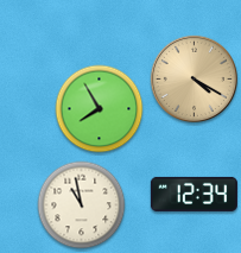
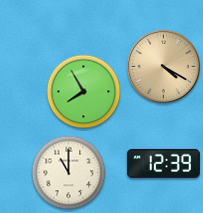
clock at (194, 194): 12:34 -> 12:39
clock at (82, 205): 10:58 -> 11:00
